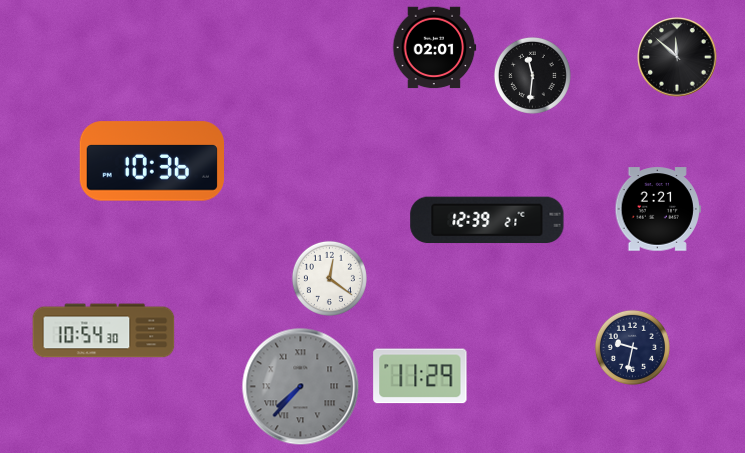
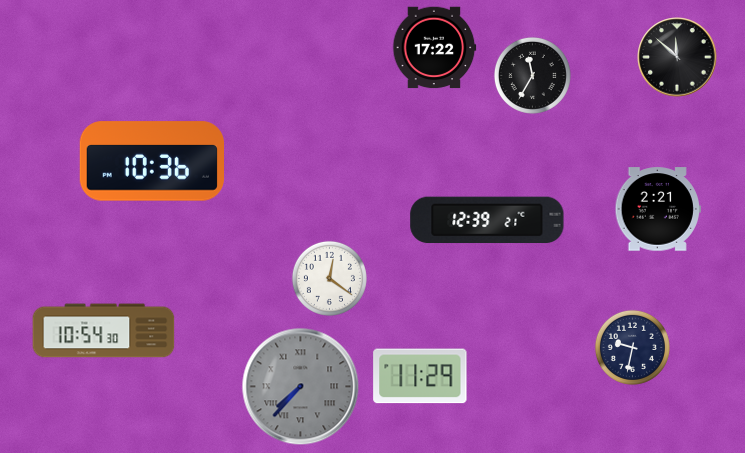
clock at (434, 48): 02:01 -> 17:22
clock at (532, 75): 11:31 -> 11:35
